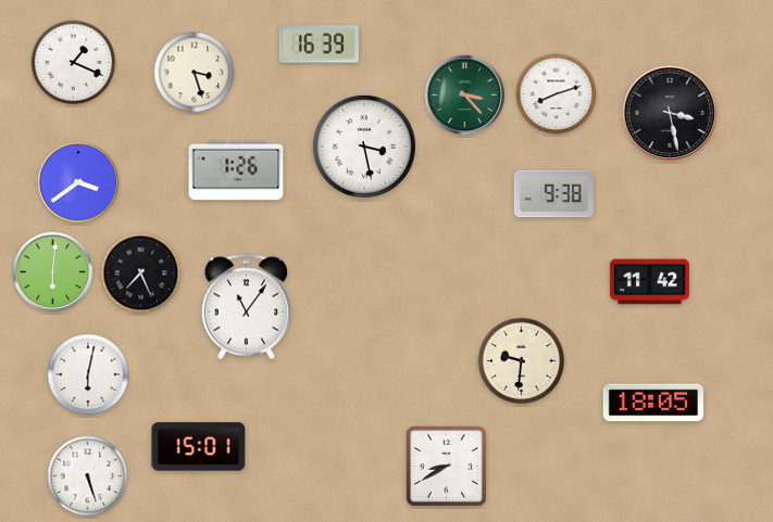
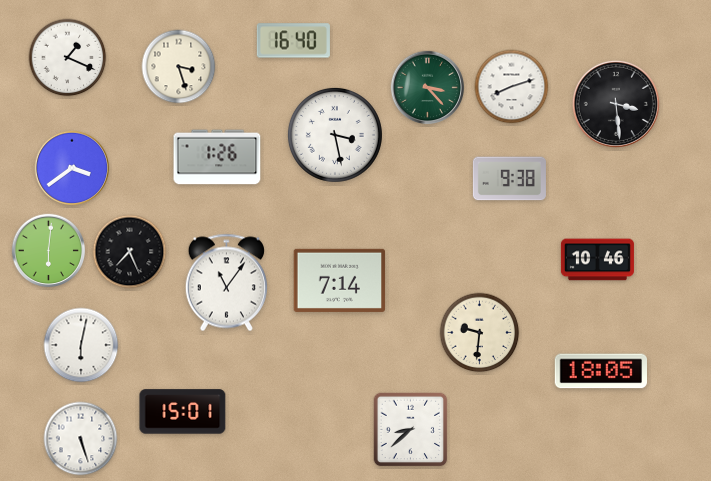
clock at (319, 44): 16:39 -> 16:40
clock at (670, 113): 3:28 -> 3:29
clock at (649, 282): 11:42 -> 10:46
clock at (340, 280): none -> 7:14
clock at (447, 467): 8:40 -> 8:38
